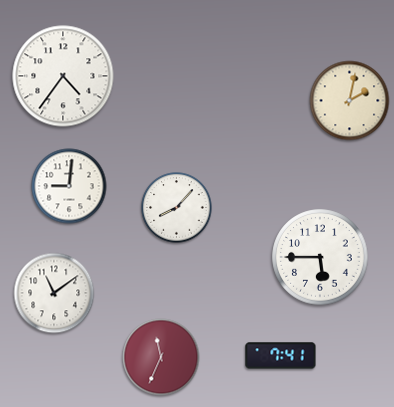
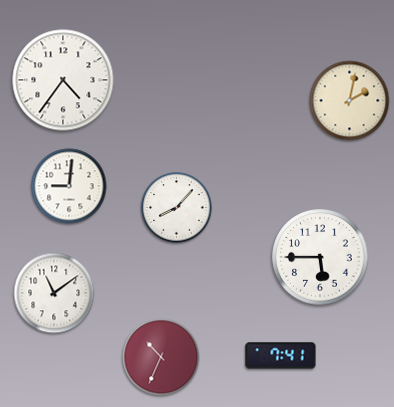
clock at (63, 76) position: (63, 76) -> (63, 80)
clock at (161, 357): 11:34 -> 10:34
